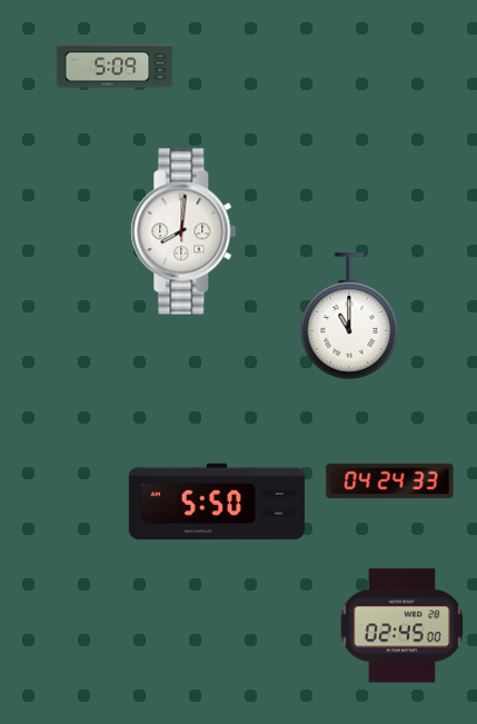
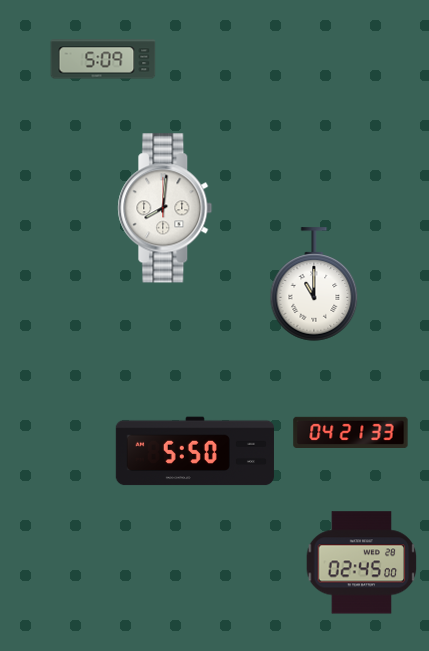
clock at (390, 480): 04:24 -> 04:21
